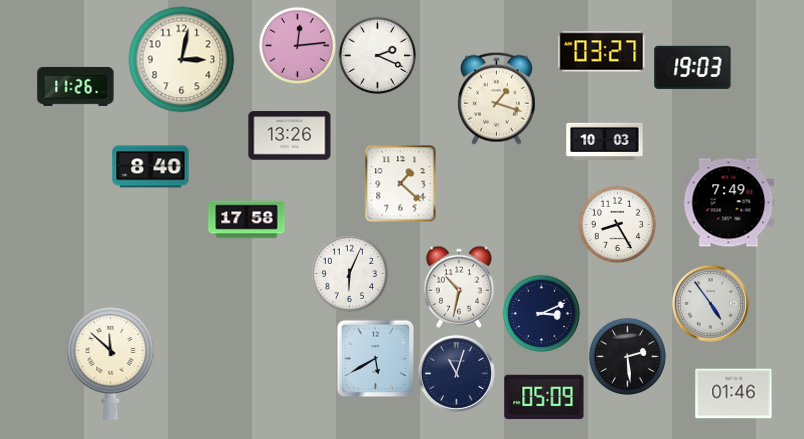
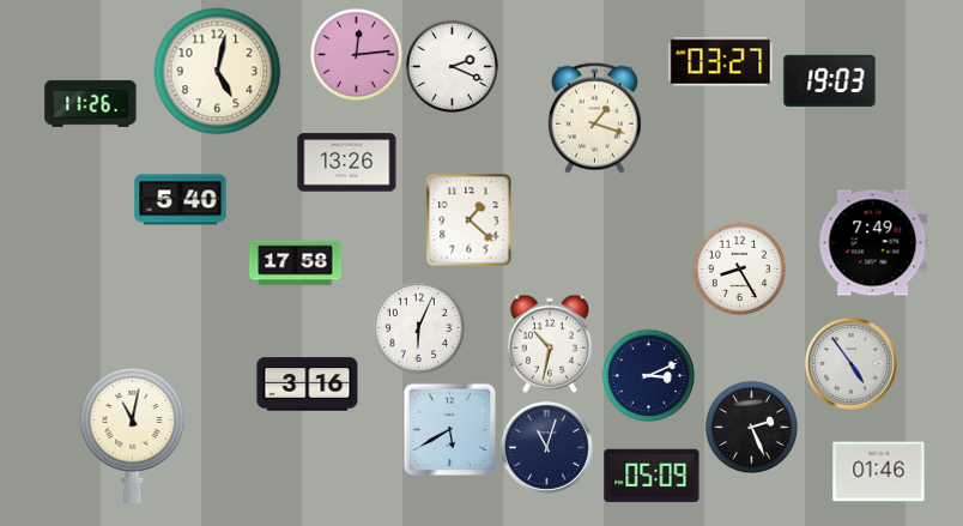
clock at (182, 60): 3:02 -> 5:02
clock at (605, 141): 10:03 -> none
clock at (151, 167): 8:40 -> 5:40
clock at (401, 183) position: (401, 183) -> (470, 219)
clock at (308, 385): none -> 3:16
clock at (627, 356): 2:29 -> 2:26
clock at (111, 364): 11:52 -> 11:02
